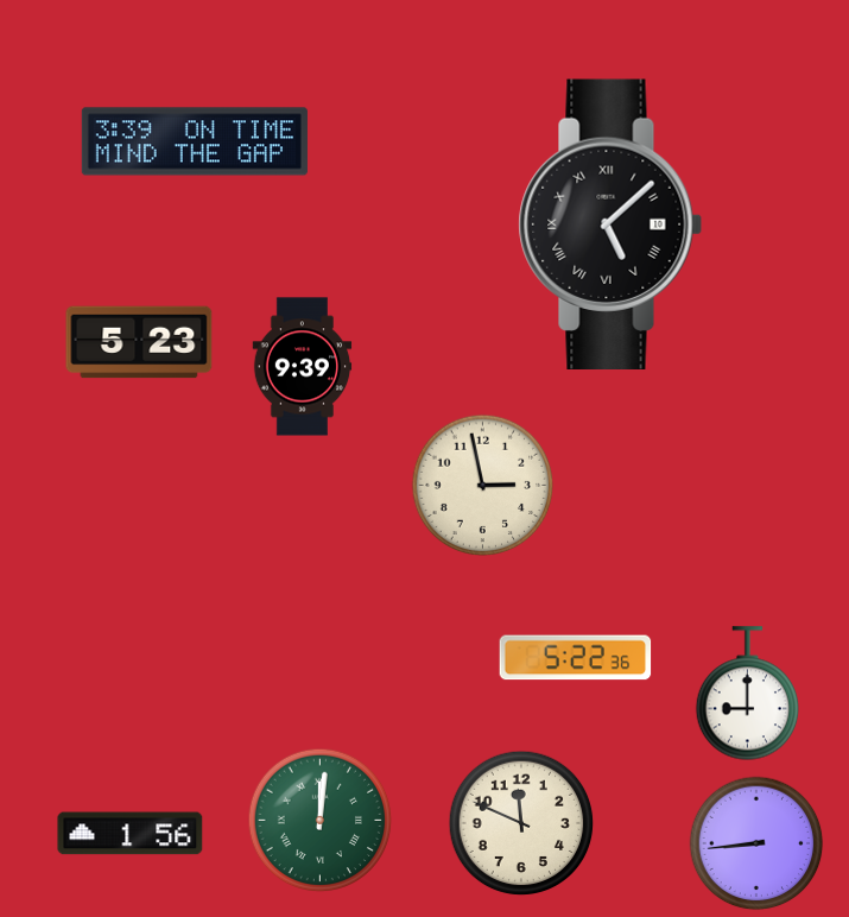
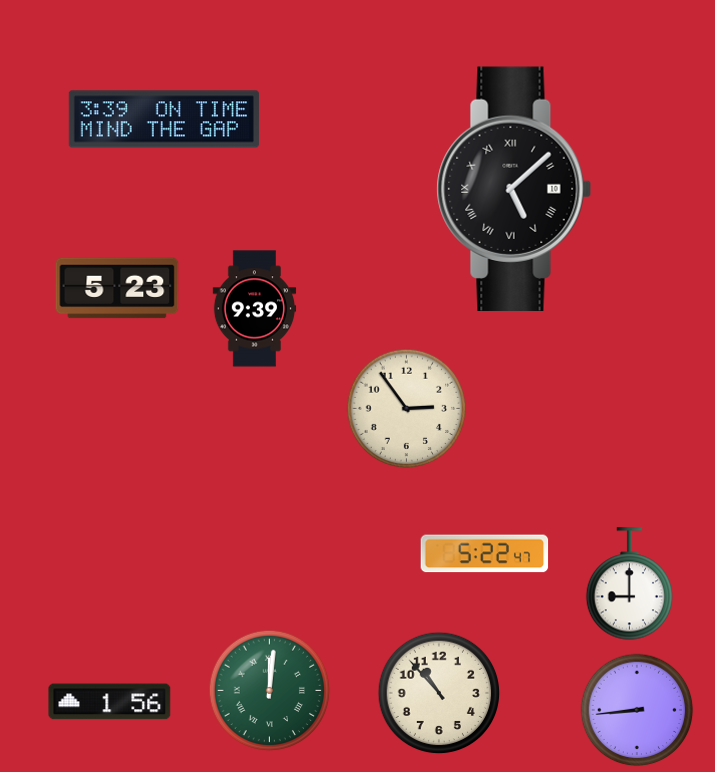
clock at (483, 486): 2:58 -> 2:54
clock at (576, 658): 5:22:36 -> 5:22:47
clock at (521, 823): 11:49 -> 10:53
